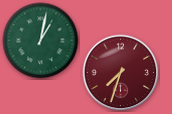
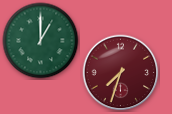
clock at (41, 41): 1:02 -> 1:00
